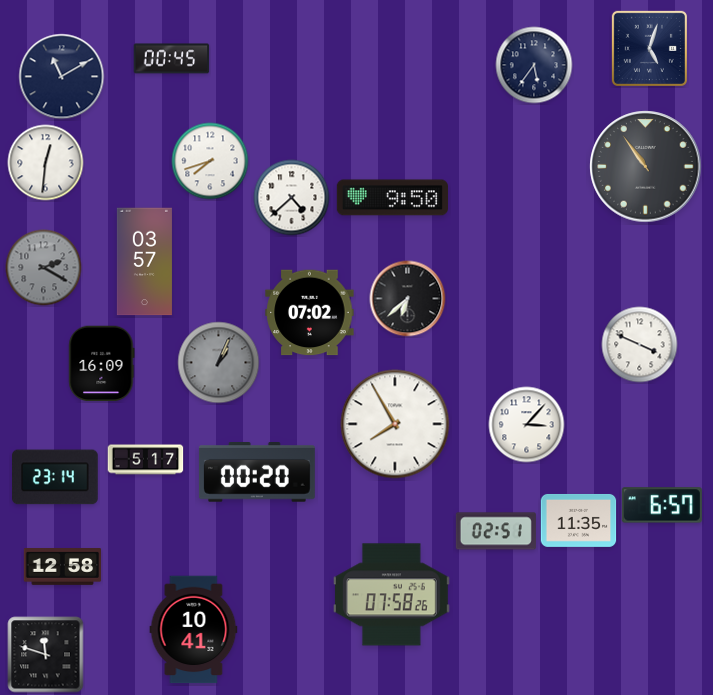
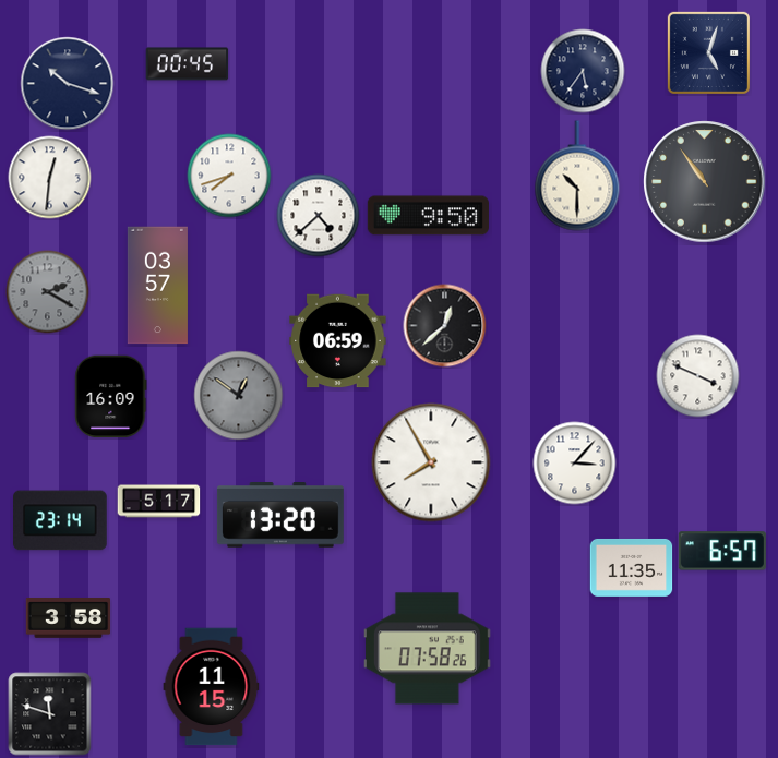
clock at (62, 77): 11:10 -> 10:18
clock at (577, 176): none -> 10:30
clock at (408, 299): 6:38 -> 12:38
clock at (310, 313): 07:02 -> 06:59
clock at (219, 363): 1:04 -> 12:51
clock at (257, 473): 00:20 -> 13:20
clock at (496, 531): 02:51 -> none
clock at (63, 567): 12:58 -> 3:58
clock at (194, 630): 10:41 -> 11:15
